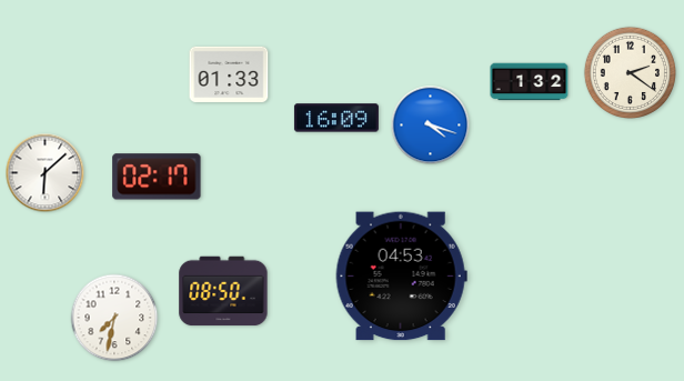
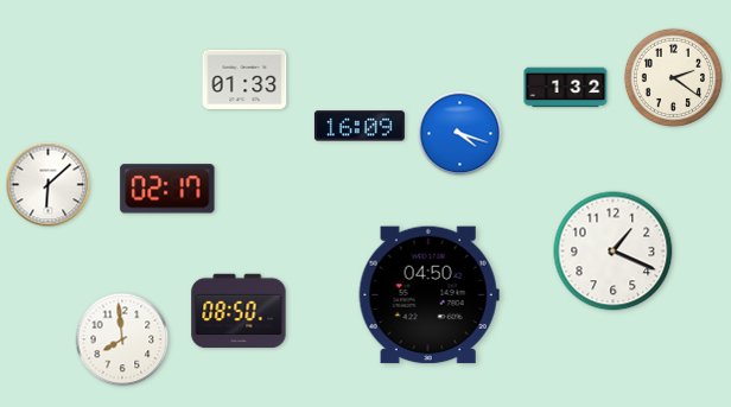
clock at (614, 252): none -> 1:19
clock at (401, 277): 04:53 -> 04:50
clock at (114, 318): 7:32 -> 7:59
